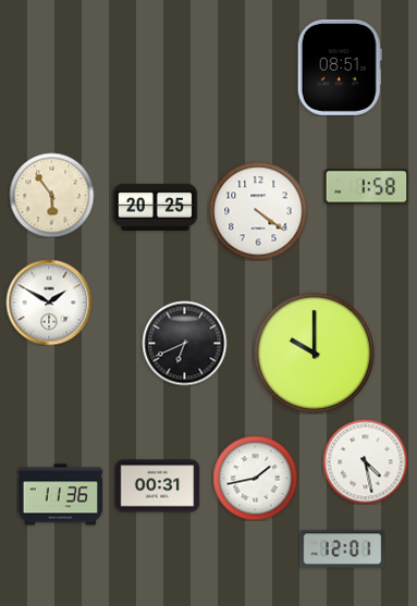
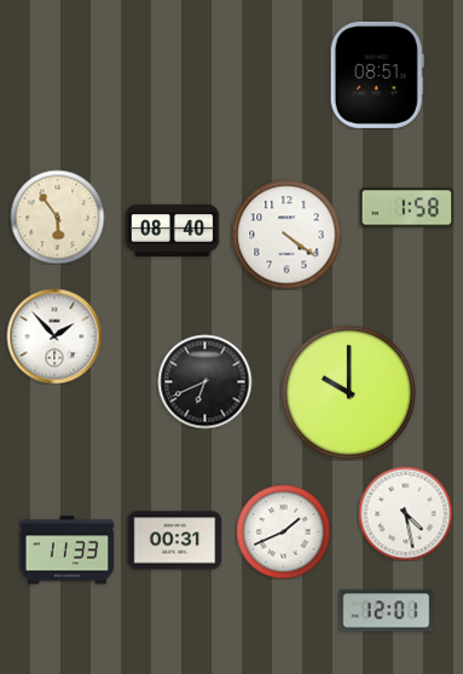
clock at (155, 207): 20:25 -> 08:40
clock at (49, 302): 1:50 -> 1:53
clock at (255, 478): 1:43 -> 1:41
clock at (60, 495): 11:36 -> 11:33
clock at (342, 549) position: (342, 549) -> (386, 611)
